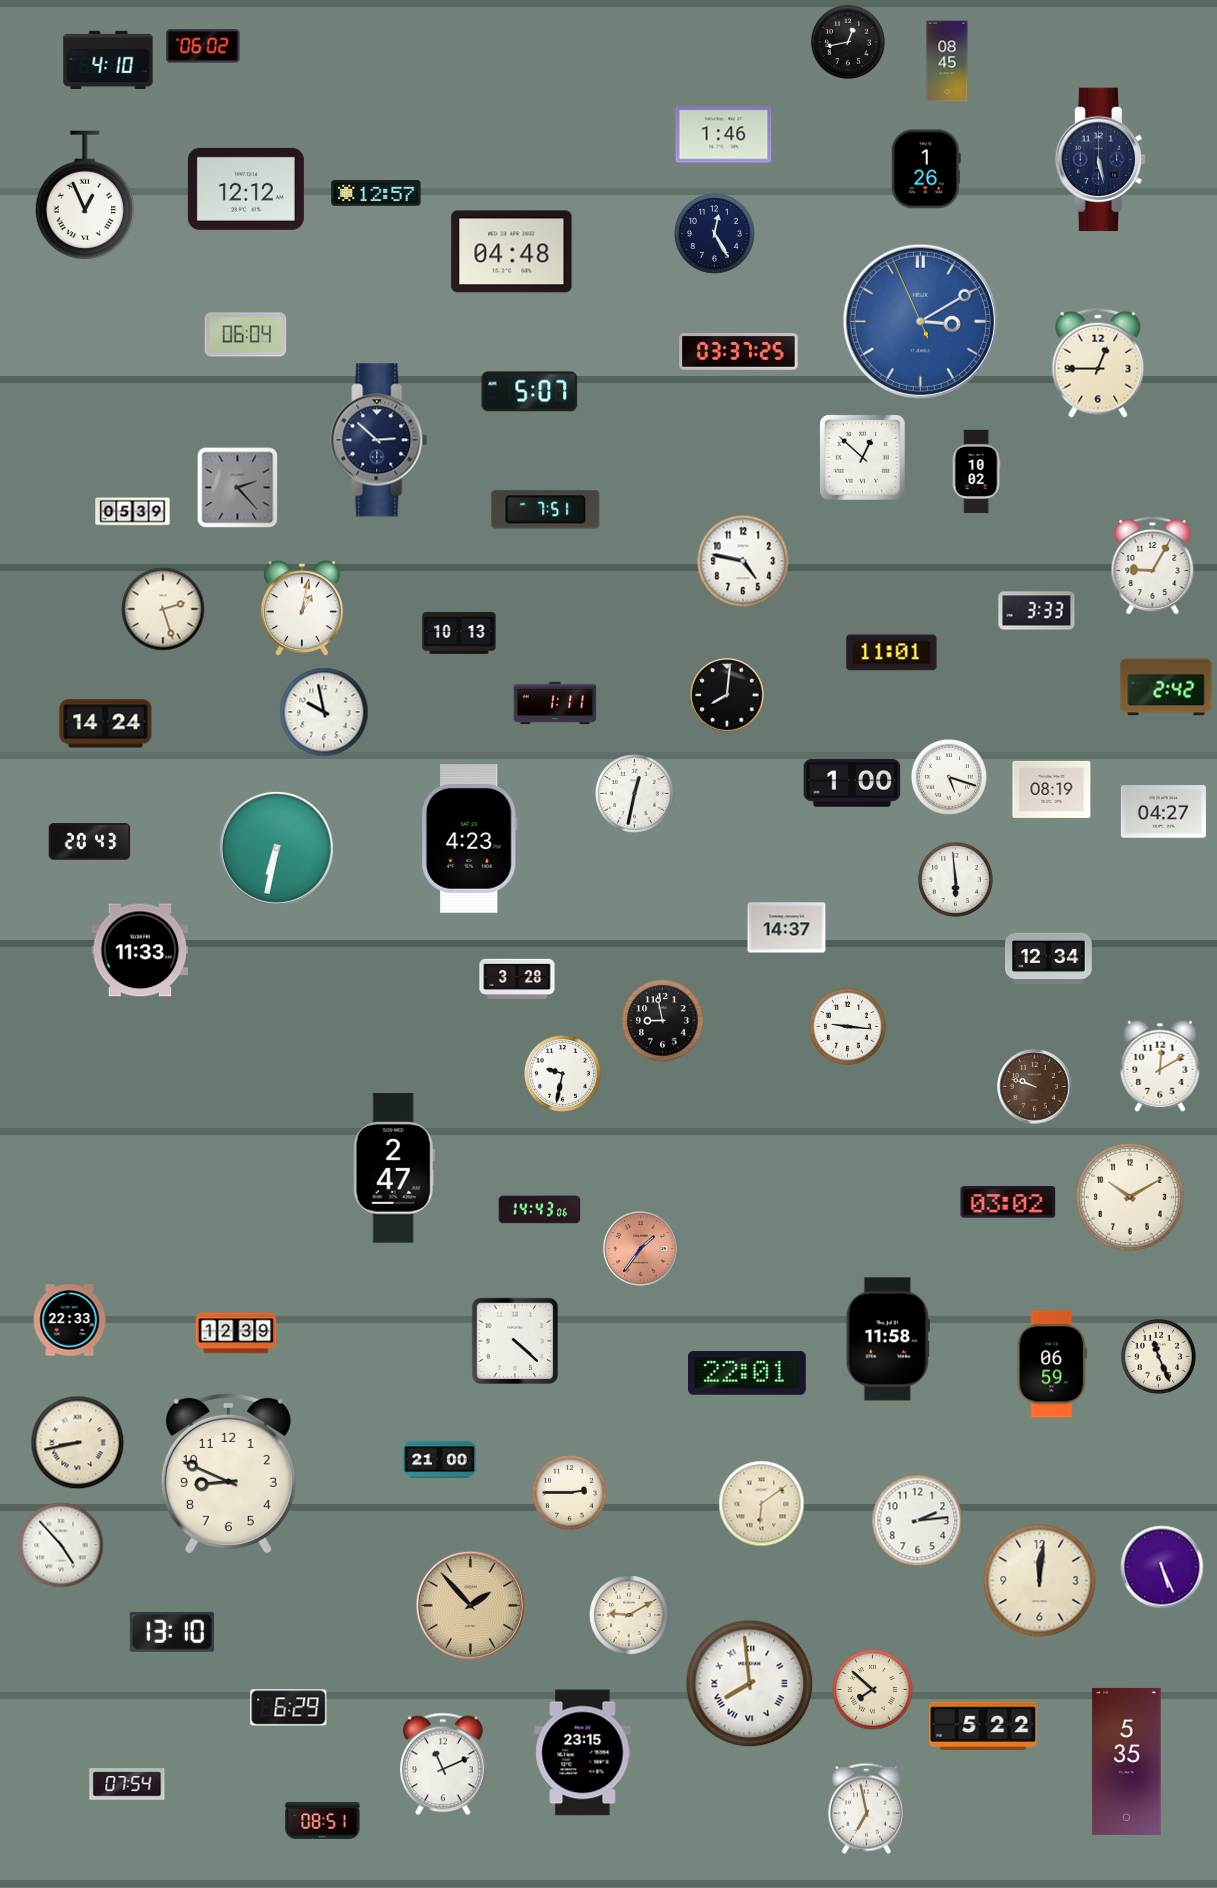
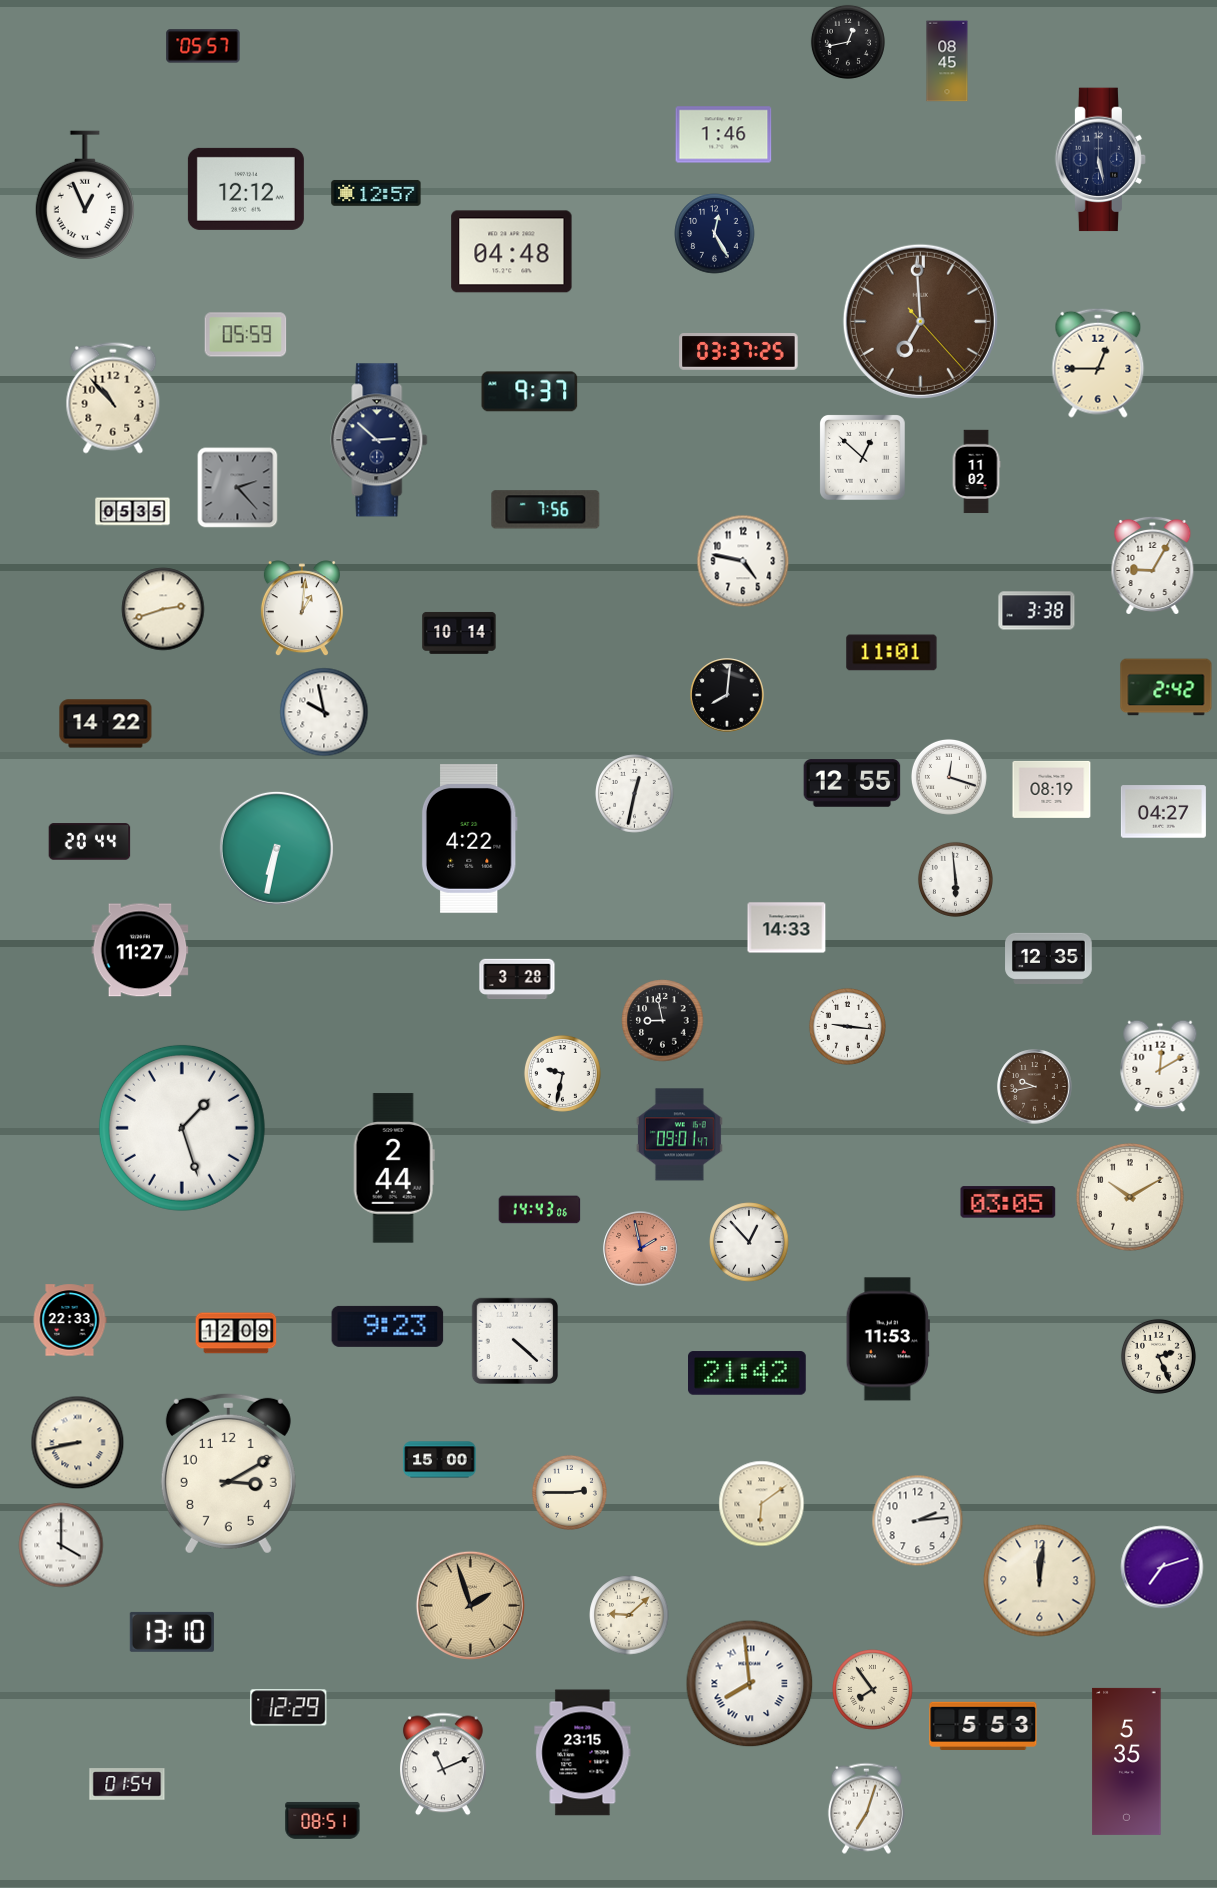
clock at (203, 46): 06:02 -> 05:57
clock at (108, 60): 4:10 -> none
clock at (926, 169): 1:26 -> none
clock at (920, 321): 3:09 -> 6:59
clock at (920, 321) dial: blue -> brown
clock at (246, 335): 06:04 -> 05:59
clock at (530, 392): 5:07 -> 9:37
clock at (113, 398): none -> 10:53
clock at (976, 472): 10:02 -> 11:02
clock at (546, 510): 7:51 -> 7:56
clock at (133, 512): 05:39 -> 05:35
clock at (163, 609): 2:27 -> 2:42
clock at (302, 609): 1:02 -> 1:01
clock at (1037, 611): 3:33 -> 3:38
clock at (459, 633): 10:13 -> 10:14
clock at (555, 703): 1:11 -> none
clock at (106, 724): 14:24 -> 14:22
clock at (949, 777): 5:18 -> 12:18
clock at (852, 783): 1:00 -> 12:55
clock at (469, 839): 4:23 -> 4:22
clock at (90, 842): 20:43 -> 20:44
clock at (787, 928): 14:37 -> 14:33
clock at (140, 950): 11:33 -> 11:27
clock at (1049, 958): 12:34 -> 12:35
clock at (1035, 1087): 9:48 -> 9:43
clock at (182, 1128): none -> 1:27
clock at (679, 1135): none -> 09:01
clock at (394, 1168): 2:47 -> 2:44
clock at (1008, 1202): 03:02 -> 03:05
clock at (749, 1242): none -> 12:53
clock at (641, 1249): 1:36 -> 1:58
clock at (388, 1326): none -> 9:23
clock at (236, 1333): 12:39 -> 12:09
clock at (888, 1339): 11:58 -> 11:53
clock at (1158, 1356): 11:26 -> 2:26
clock at (1052, 1364): 06:59 -> none
clock at (748, 1373): 22:01 -> 21:42
clock at (440, 1460): 21:00 -> 15:00
clock at (228, 1473): 8:49 -> 3:10
clock at (61, 1545): 4:53 -> 4:00
clock at (1162, 1567): 5:26 -> 7:12
clock at (470, 1605): 1:53 -> 1:57
clock at (629, 1615): 9:10 -> 9:08
clock at (873, 1690): 7:52 -> 7:54
clock at (289, 1708): 6:29 -> 12:29
clock at (983, 1726): 5:22 -> 5:53
clock at (127, 1784): 07:54 -> 01:54
clock at (866, 1808): 6:58 -> 7:03
